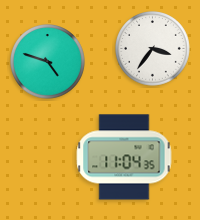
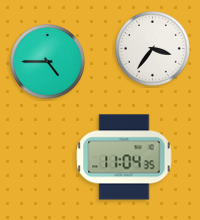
clock at (48, 62): 4:48 -> 4:45
